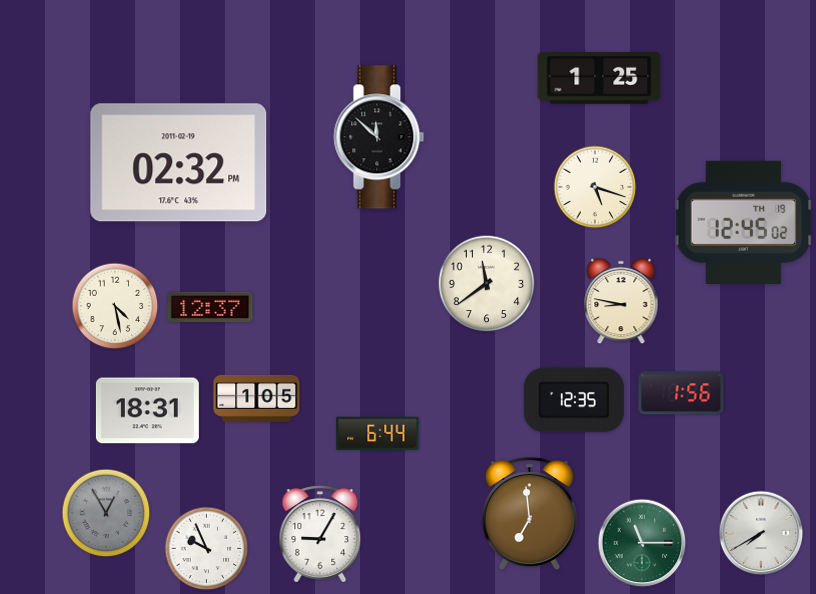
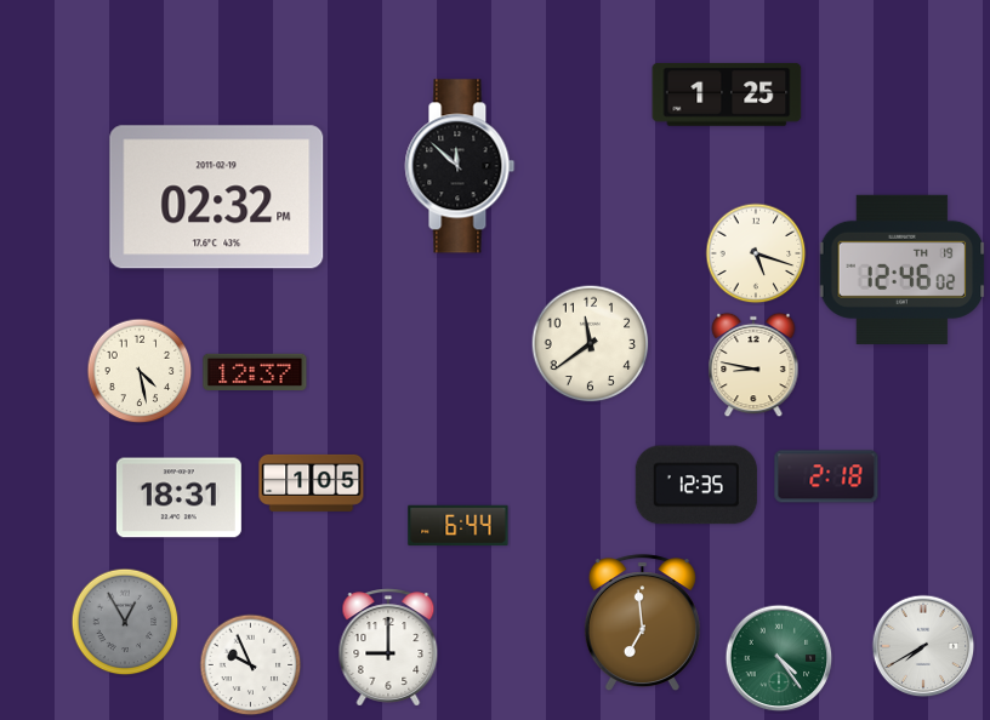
clock at (595, 187) position: (595, 187) -> (756, 253)
clock at (744, 222): 12:45 -> 12:46
clock at (681, 393): 1:56 -> 2:18
clock at (106, 513) position: (106, 513) -> (125, 622)
clock at (320, 534): 9:05 -> 9:00
clock at (642, 543): 11:15 -> 4:24
